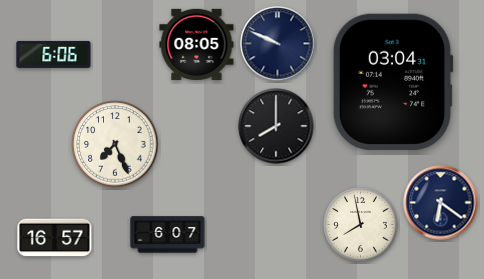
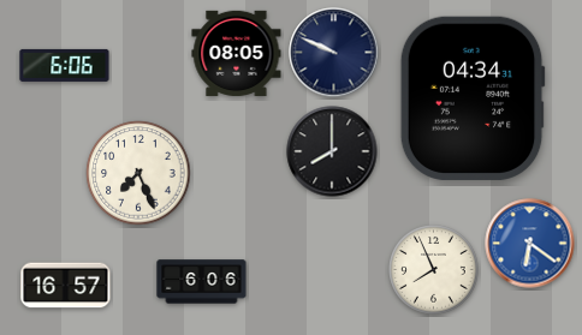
clock at (393, 82): 03:04 -> 04:34
clock at (441, 203) dial: navy -> blue
clock at (361, 225): 7:58 -> 7:56
clock at (168, 235): 6:07 -> 6:06
